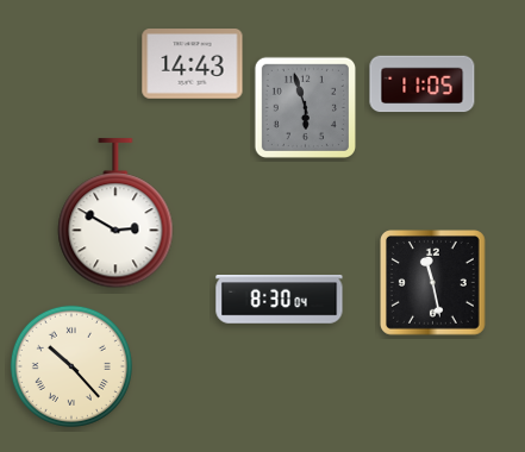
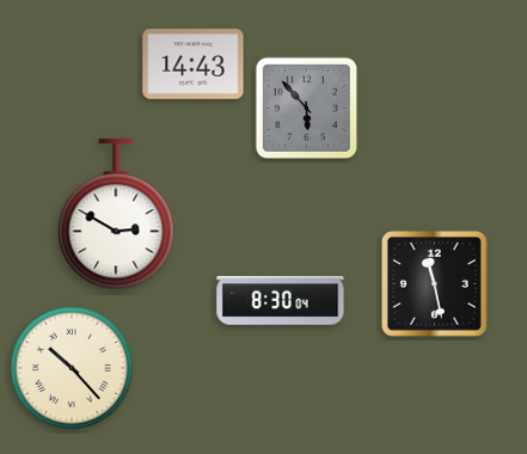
clock at (423, 84): 11:05 -> none
clock at (305, 107): 5:57 -> 5:53
